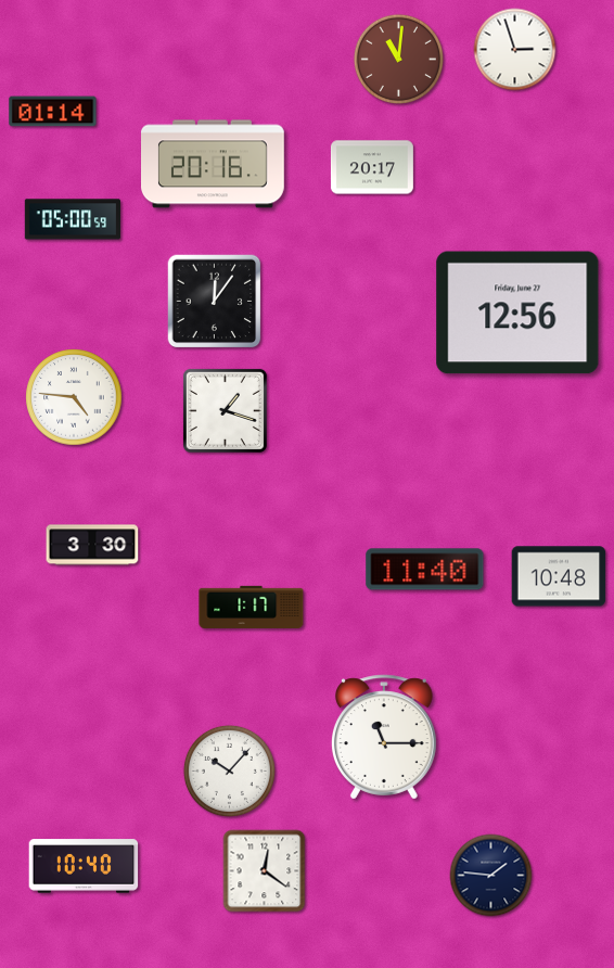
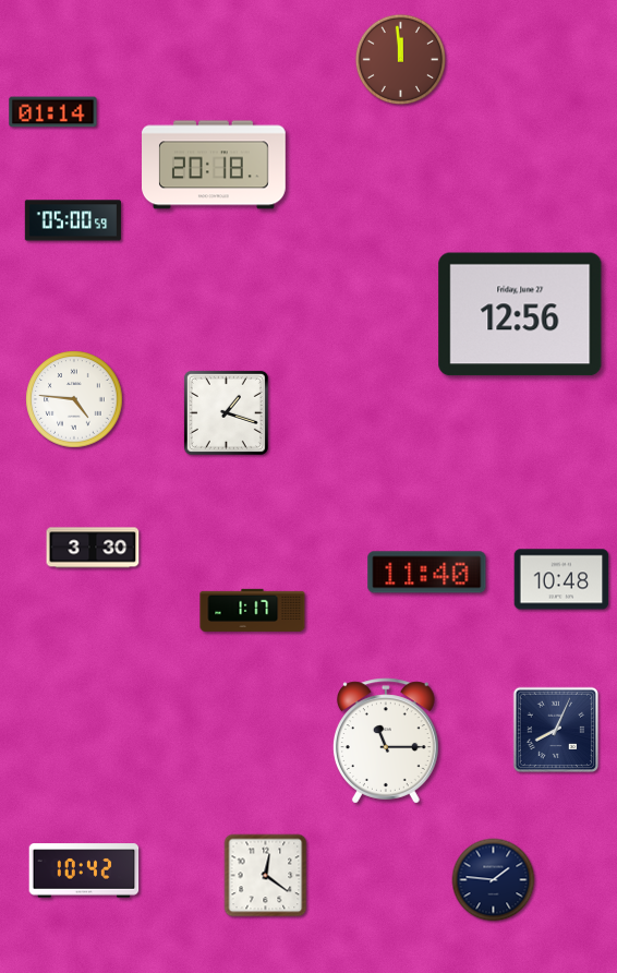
clock at (515, 50): 2:57 -> none
clock at (398, 59): 11:01 -> 11:59
clock at (214, 164): 20:16 -> 20:18
clock at (372, 167): 20:17 -> none
clock at (215, 302): 12:06 -> none
clock at (556, 730): none -> 8:04
clock at (229, 770): 10:07 -> none
clock at (84, 866): 10:40 -> 10:42
